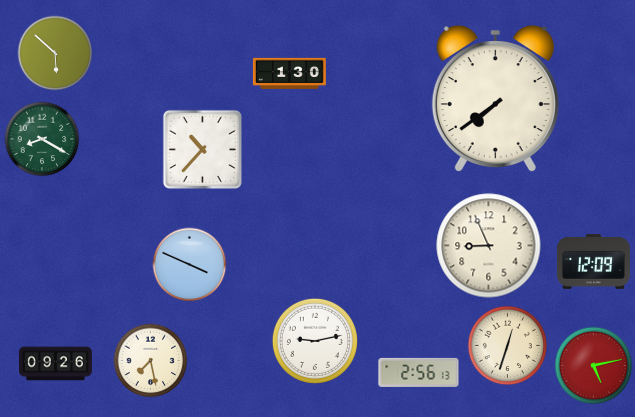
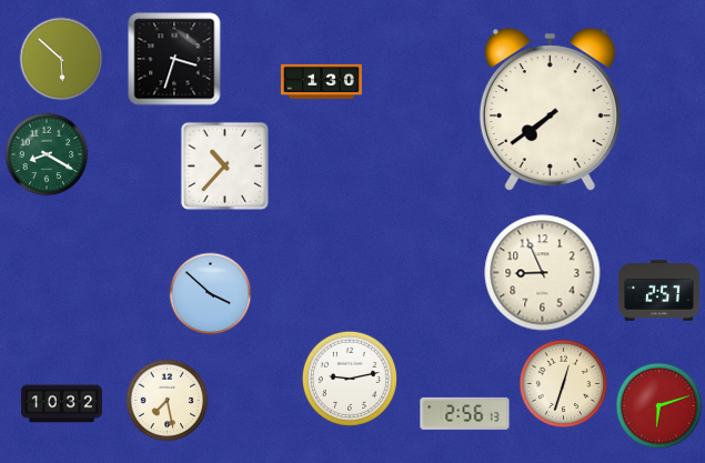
clock at (174, 59): none -> 3:33
clock at (593, 262): 12:09 -> 2:57
clock at (190, 265): 3:49 -> 3:52
clock at (55, 364): 09:26 -> 10:32
clock at (594, 366): 5:13 -> 6:12
